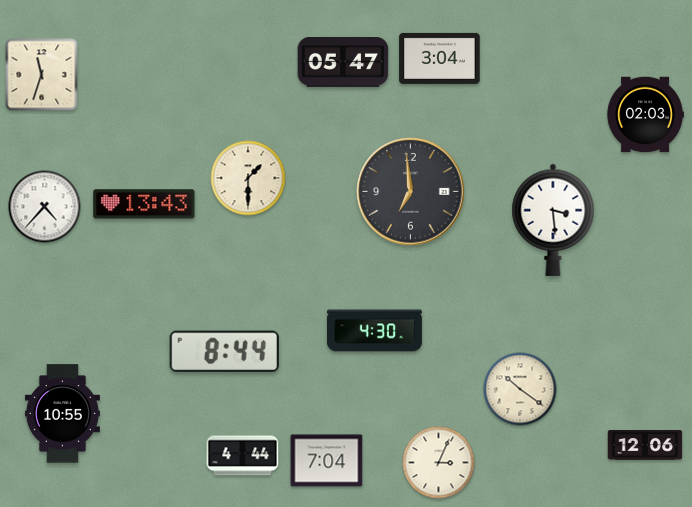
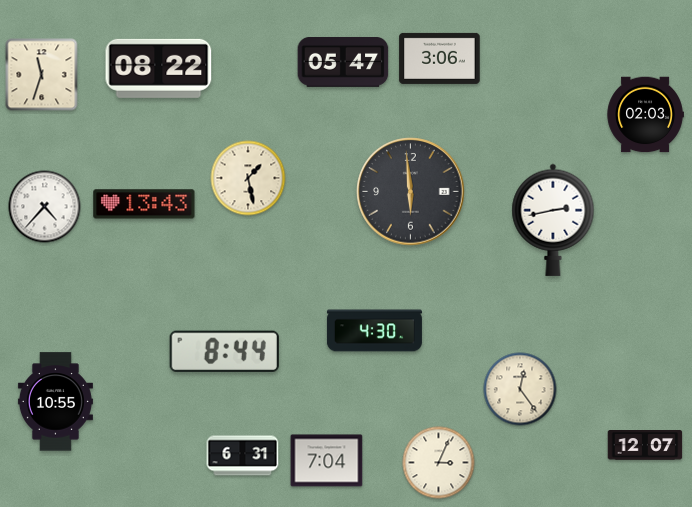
clock at (440, 58): 3:04 -> 3:06
clock at (159, 68): none -> 08:22
clock at (248, 178): 1:30 -> 1:28
clock at (411, 192): 6:59 -> 5:59
clock at (553, 220): 3:29 -> 2:43
clock at (520, 389): 10:21 -> 12:24
clock at (62, 414) position: (62, 414) -> (55, 402)
clock at (645, 445): 12:06 -> 12:07
clock at (243, 456): 4:44 -> 6:31
